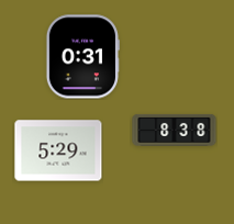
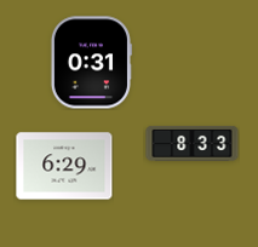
clock at (175, 130): 8:38 -> 8:33
clock at (58, 150): 5:29 -> 6:29
